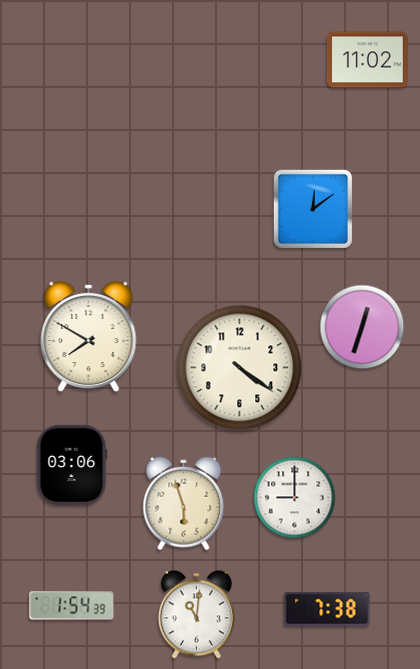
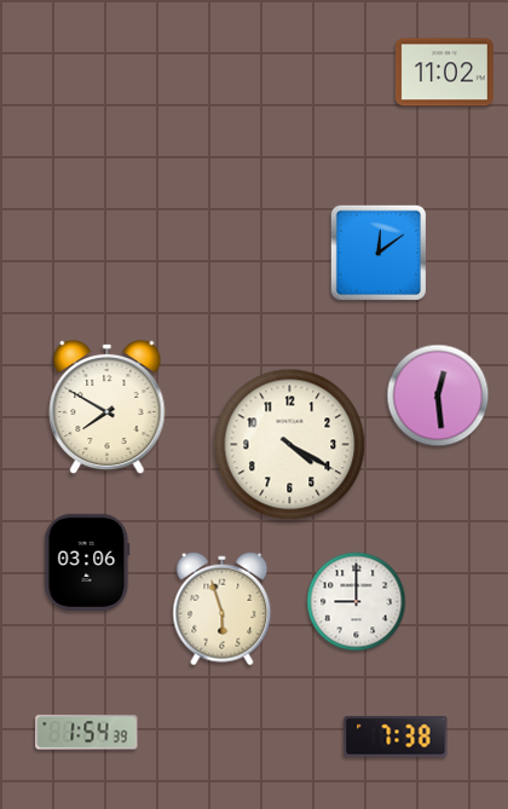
clock at (362, 327): 12:33 -> 12:29
clock at (240, 368): 4:21 -> 4:20
clock at (196, 615): 11:01 -> none
